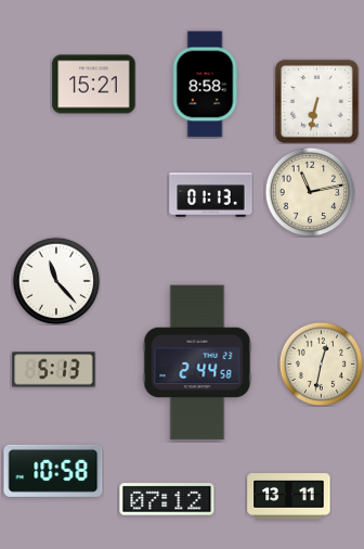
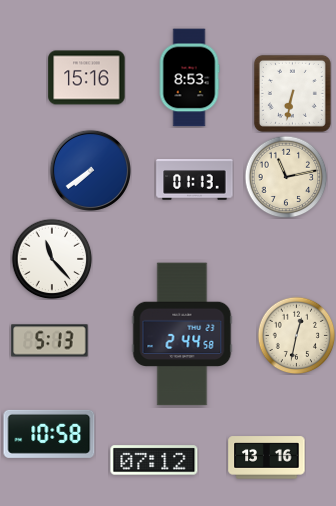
clock at (94, 85): 15:21 -> 15:16
clock at (205, 85): 8:58 -> 8:53
clock at (90, 170): none -> 7:39
clock at (289, 497): 13:11 -> 13:16
